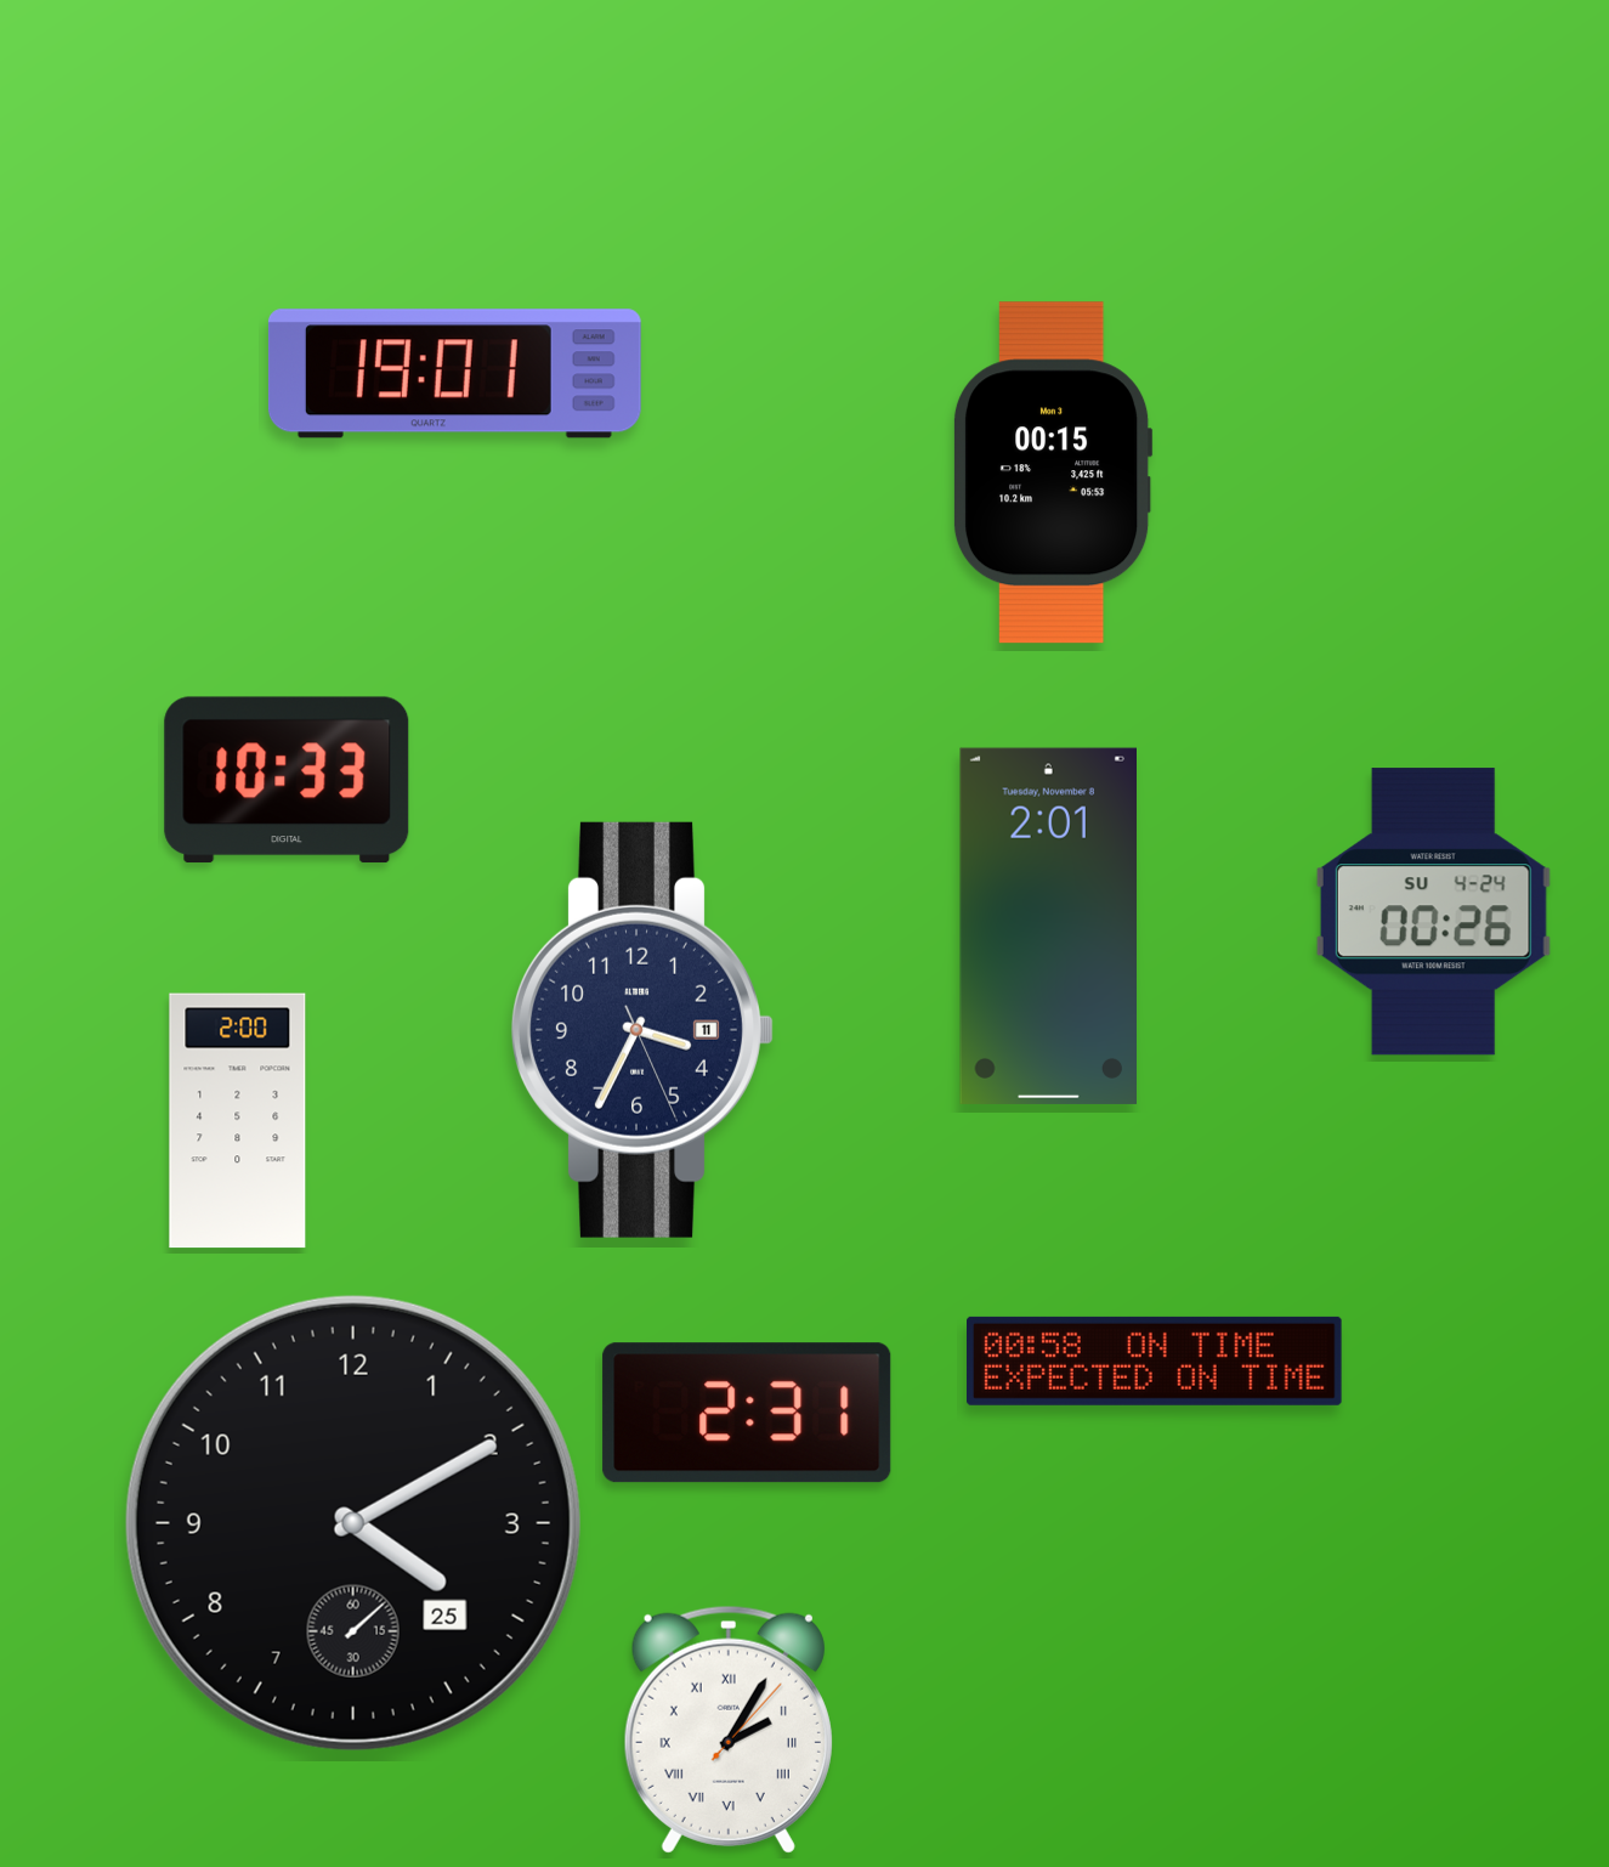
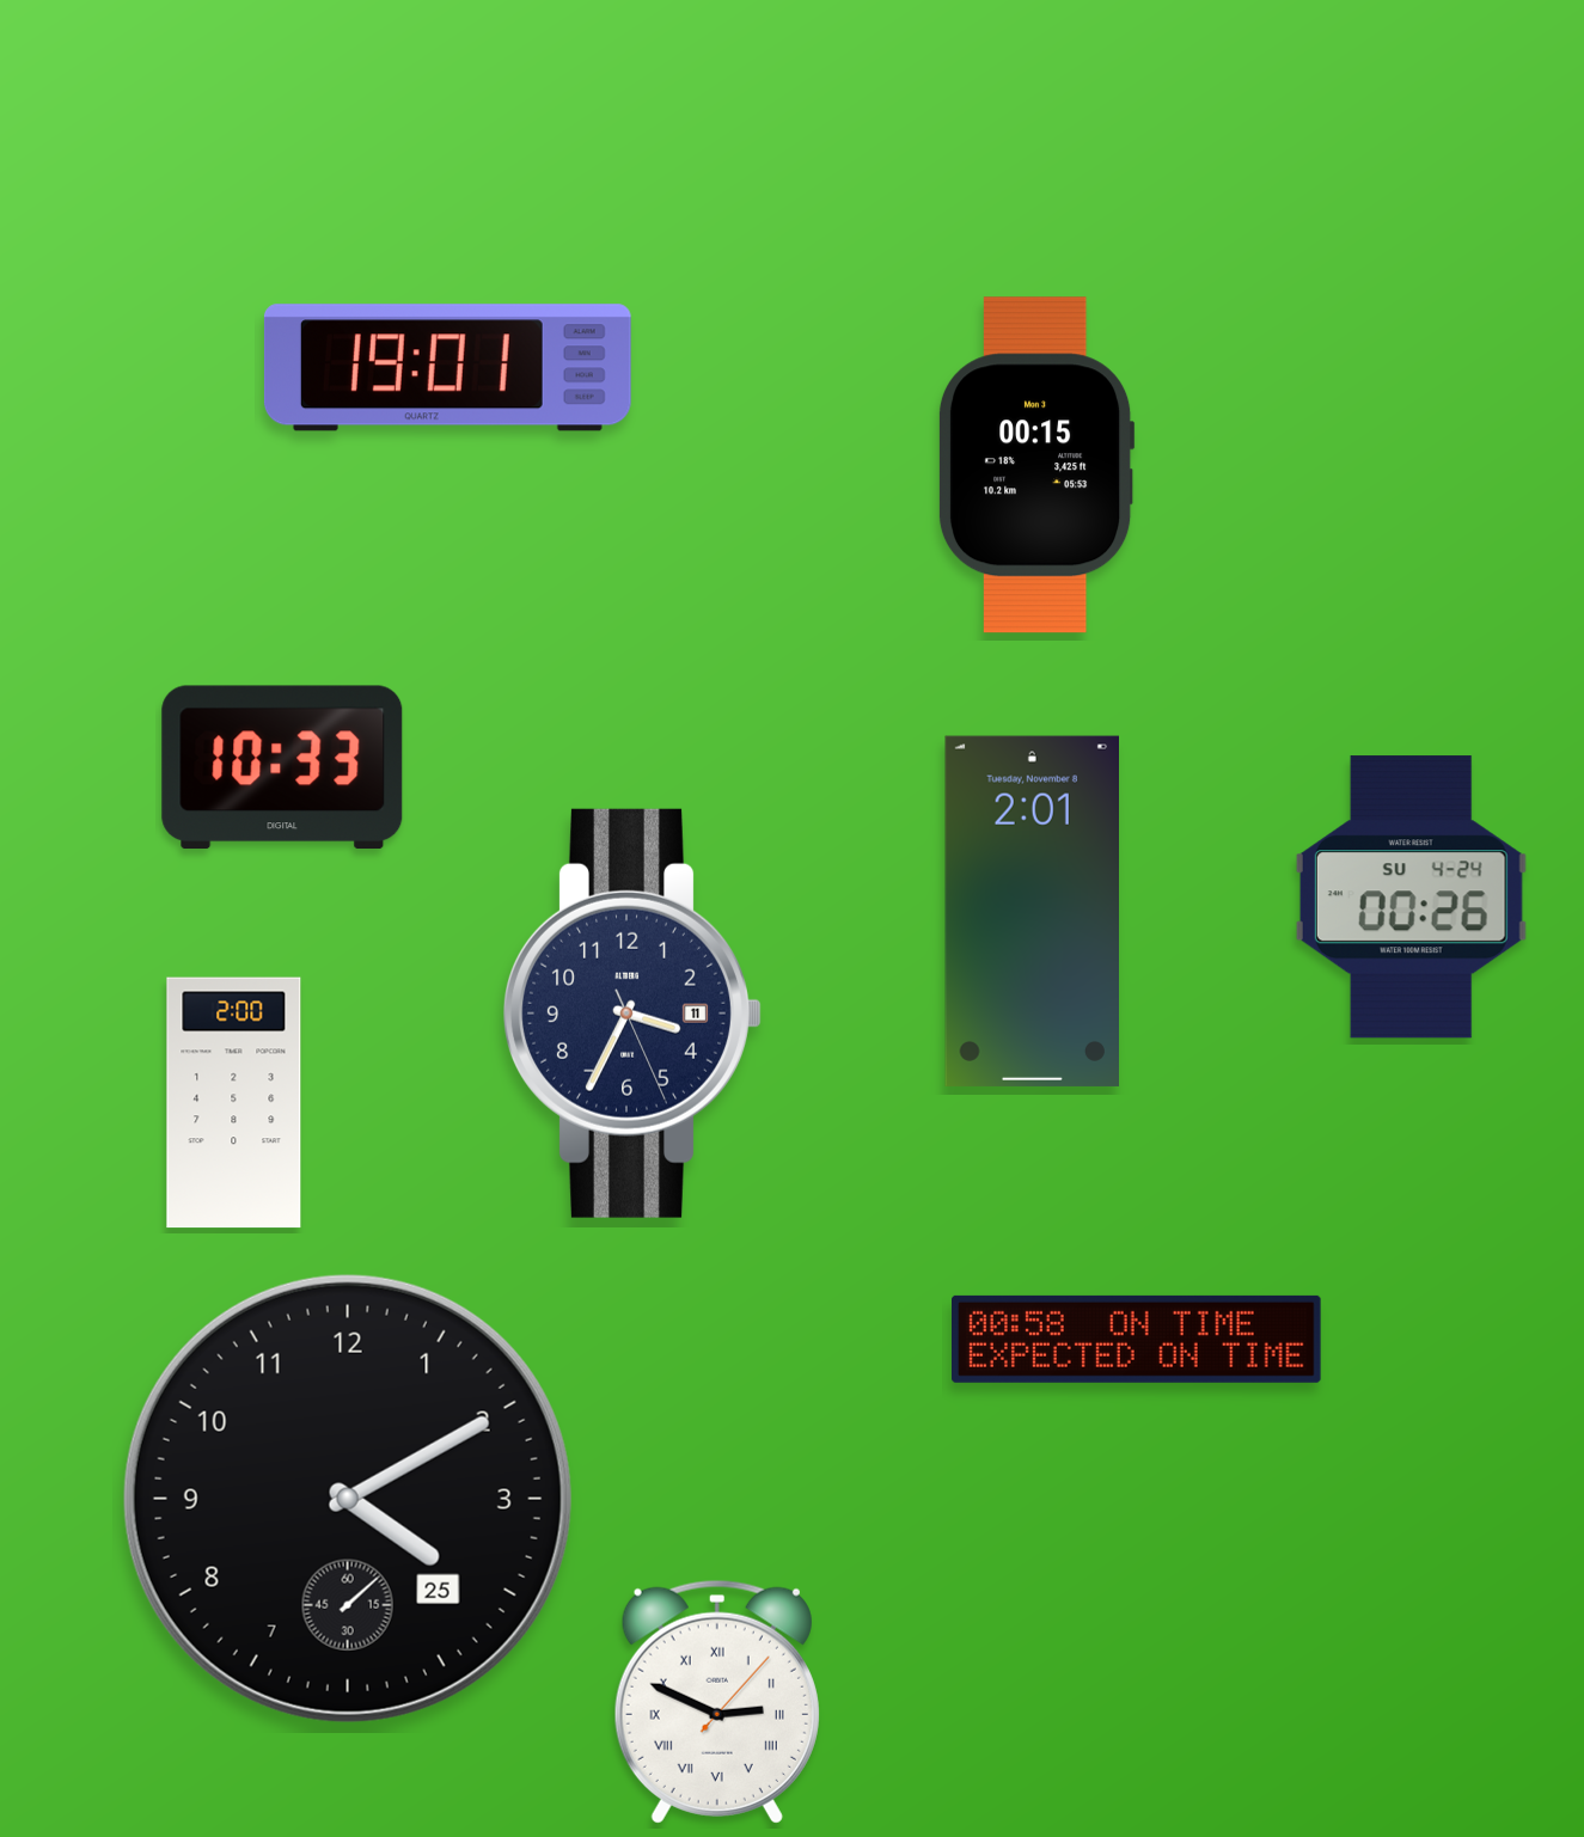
clock at (747, 1413): 2:31 -> none
clock at (729, 1730): 2:05 -> 2:49
